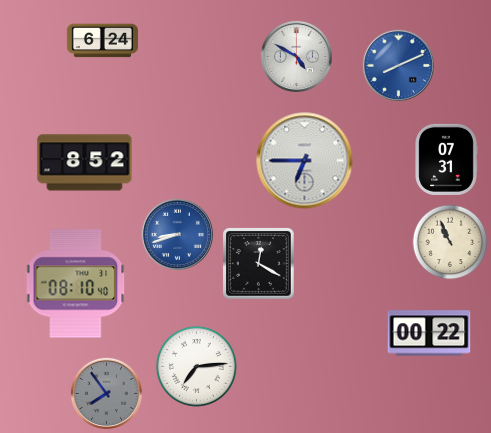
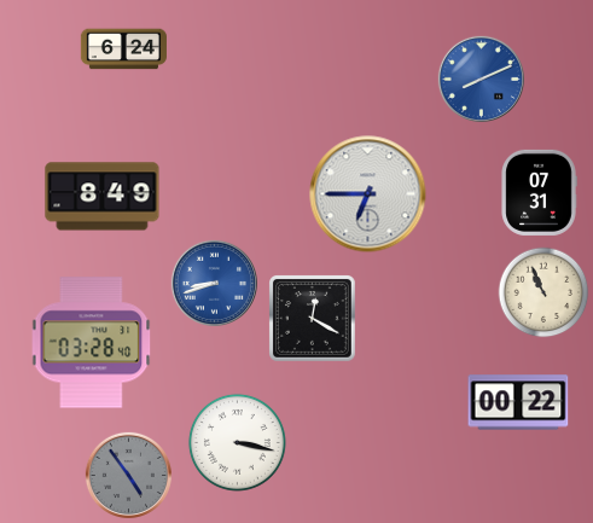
clock at (296, 56): 4:50 -> none
clock at (85, 163): 8:52 -> 8:49
clock at (76, 284): 08:10 -> 03:28
clock at (196, 366): 7:14 -> 3:17
clock at (106, 393): 7:54 -> 4:54
